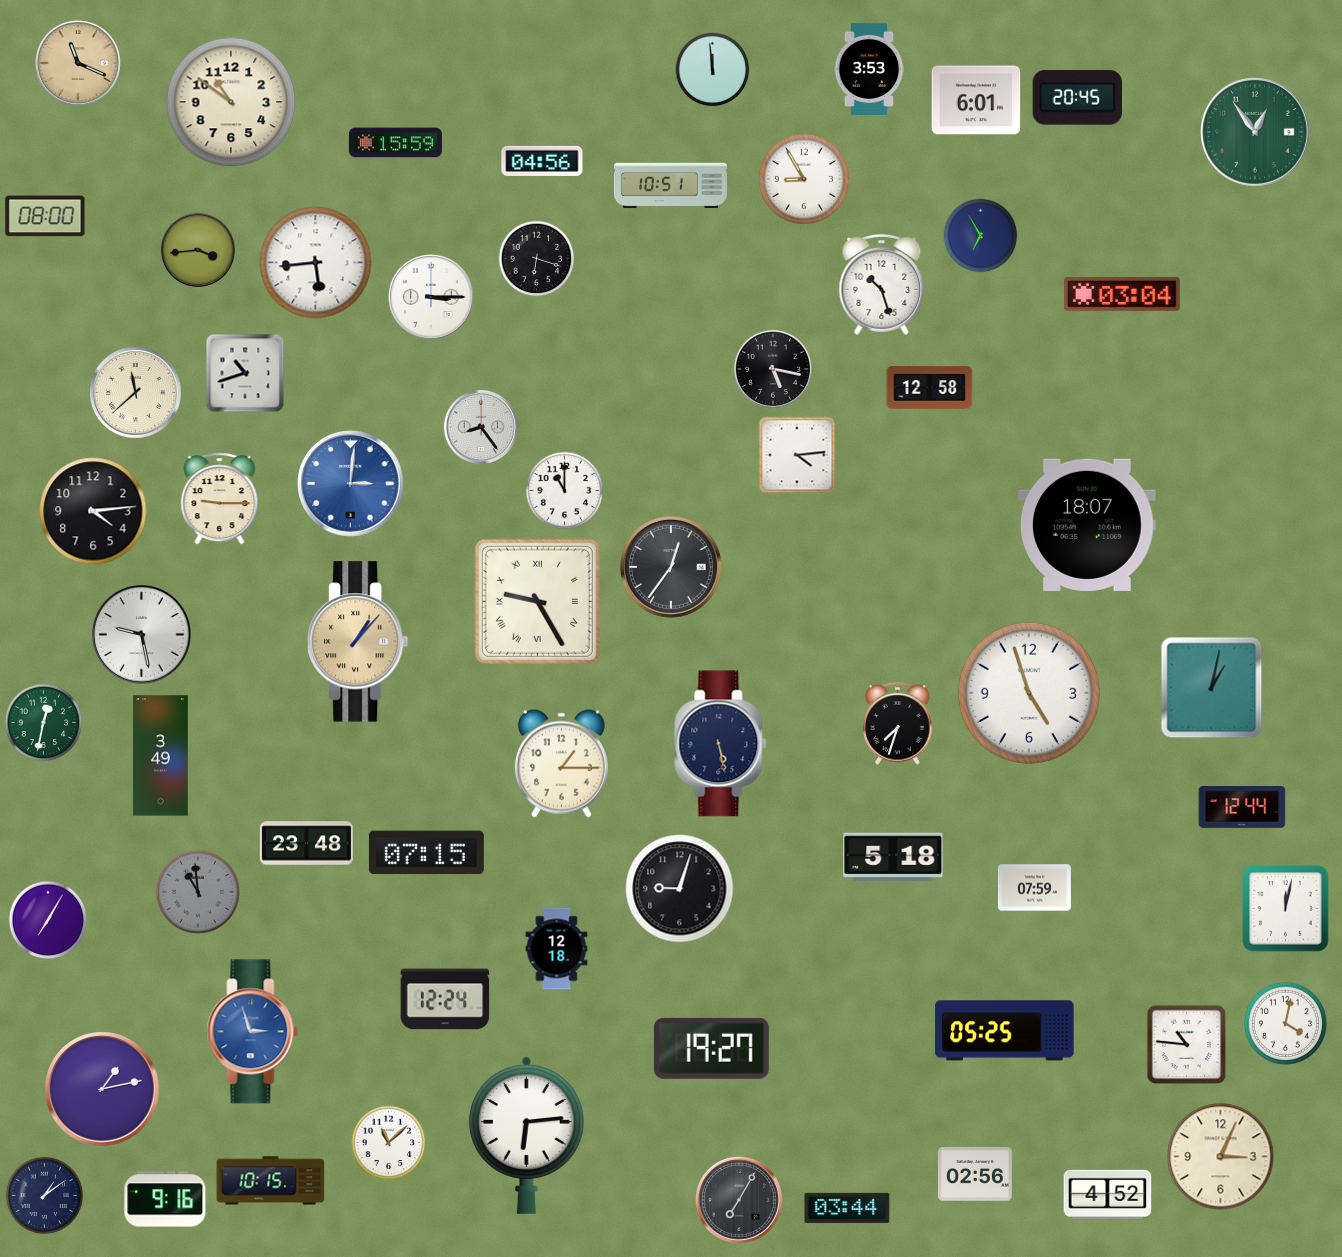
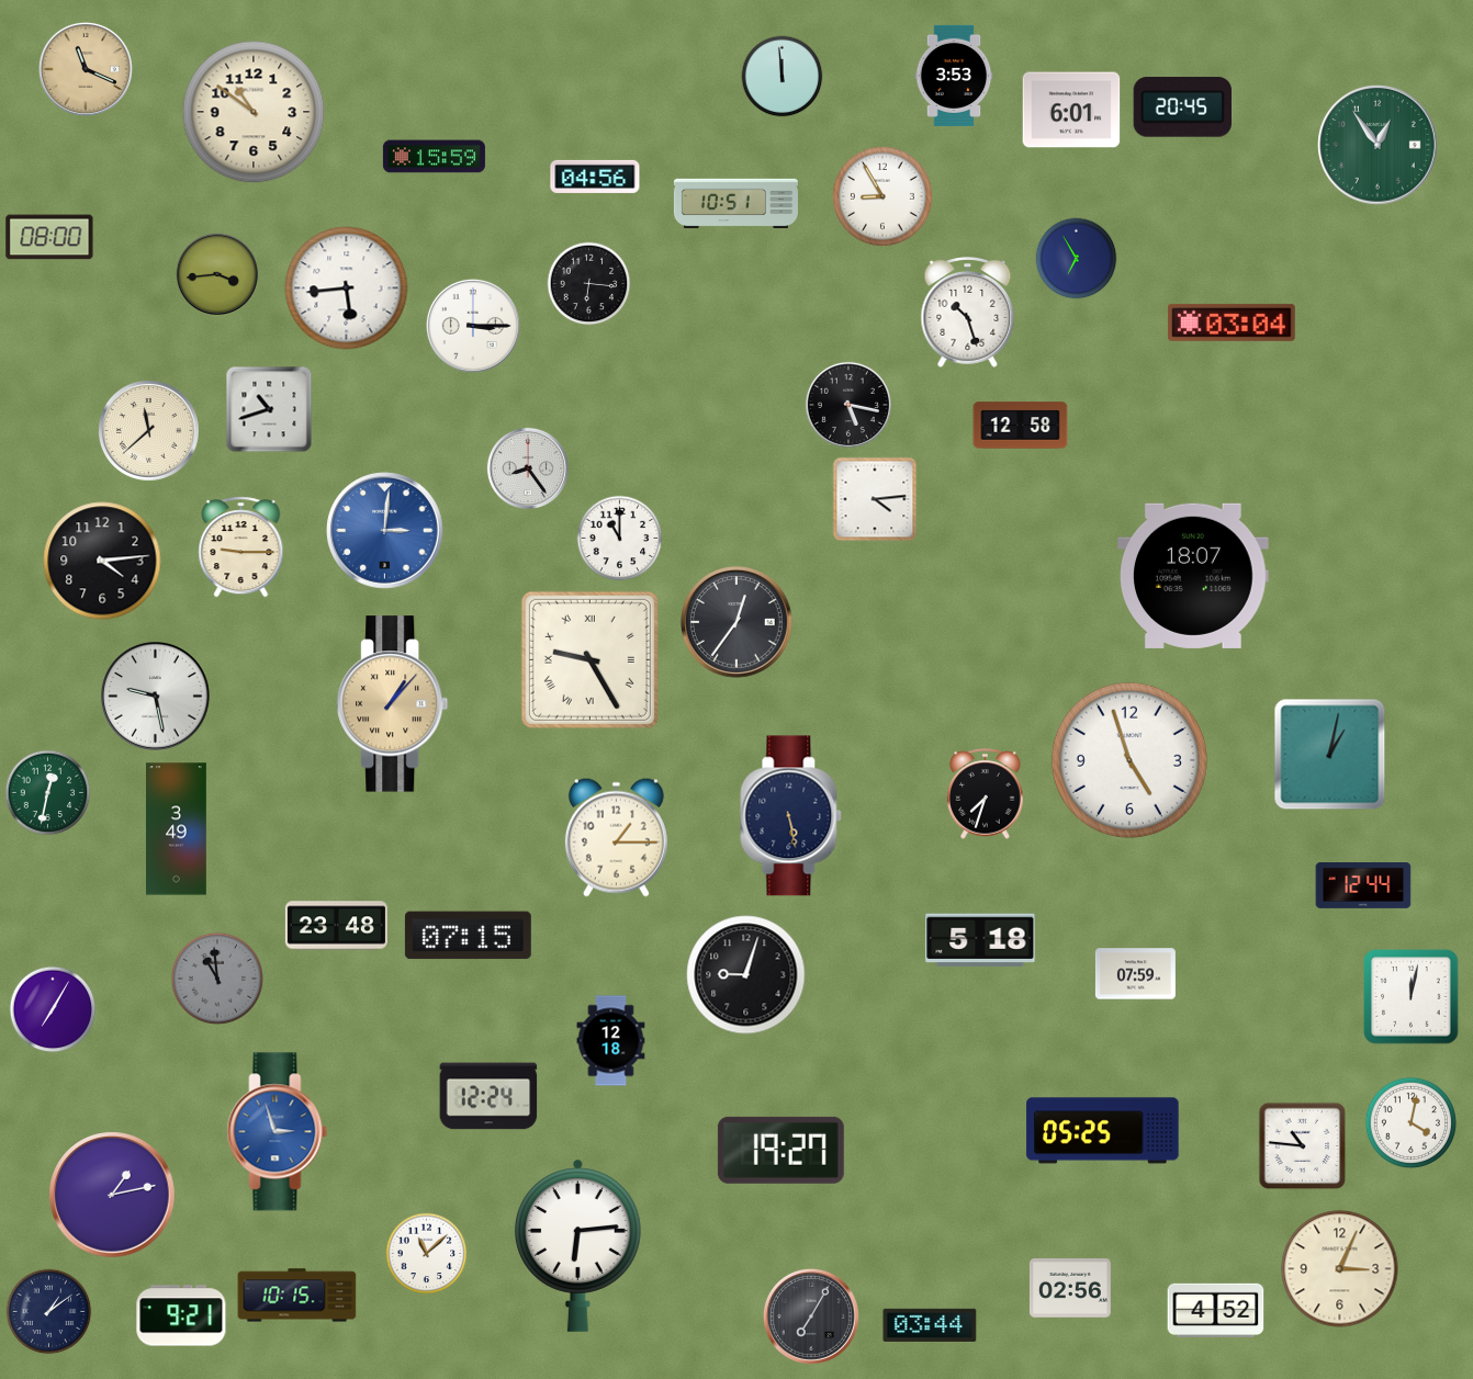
clock at (537, 259): 6:18 -> 6:16
clock at (165, 1199): 9:16 -> 9:21
